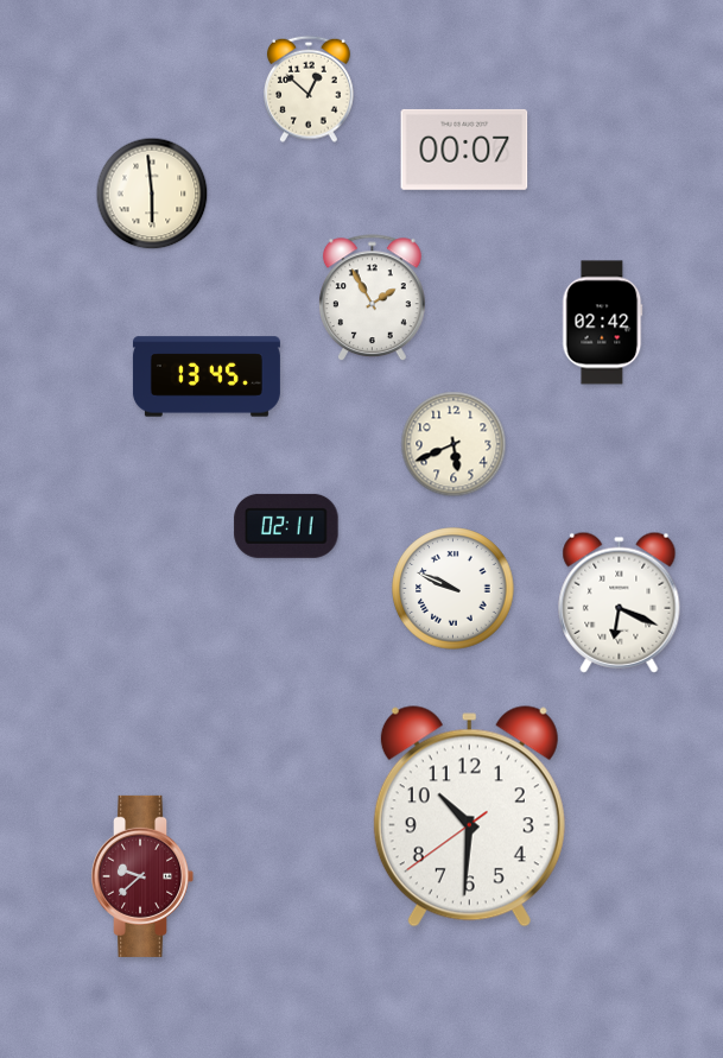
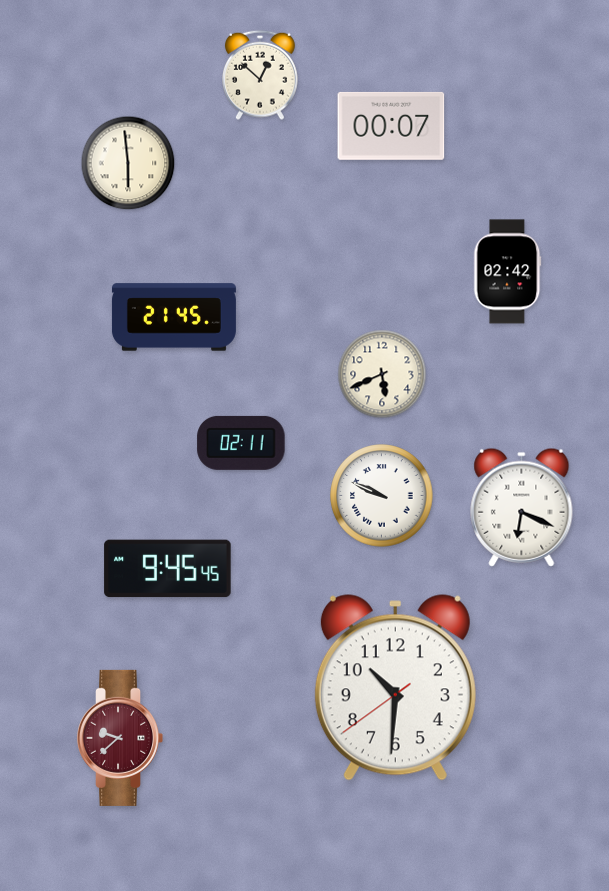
clock at (372, 298): 1:55 -> none
clock at (207, 376): 13:45 -> 21:45
clock at (168, 569): none -> 9:45
